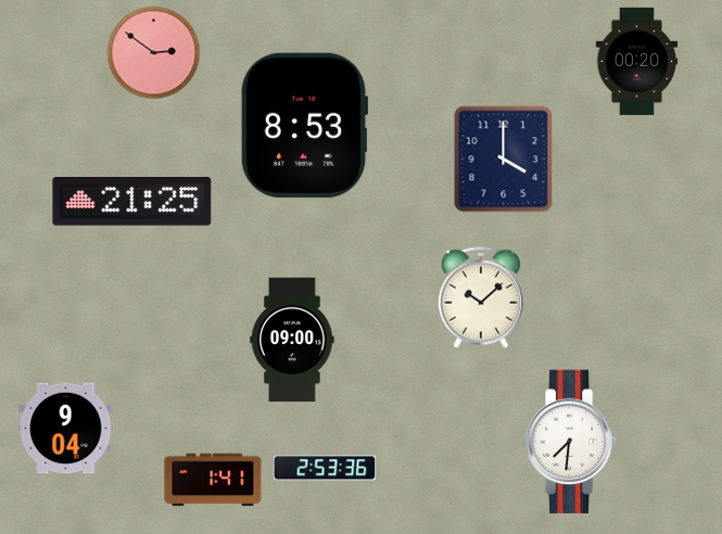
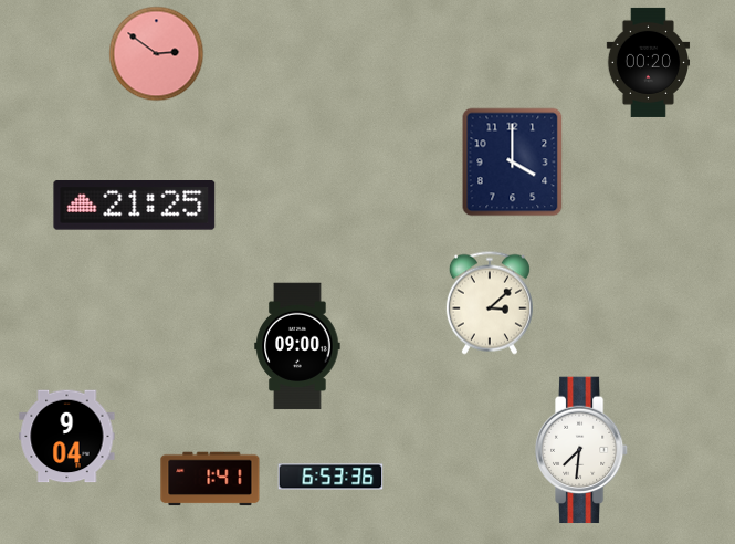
clock at (304, 125): 8:53 -> none
clock at (481, 297): 10:08 -> 3:08
clock at (325, 468): 2:53 -> 6:53
clock at (213, 480) position: (213, 480) -> (210, 479)
